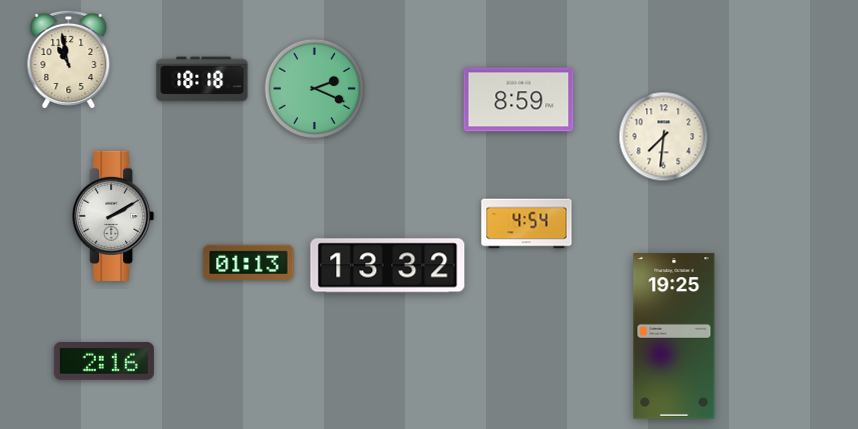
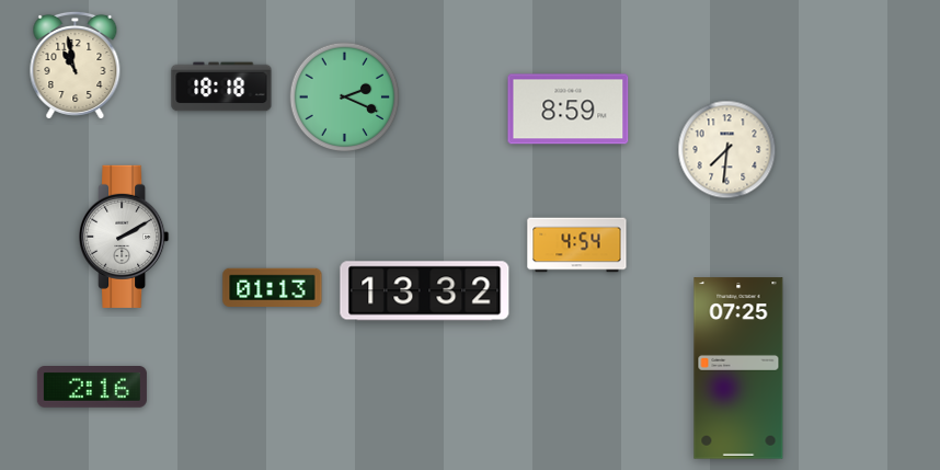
clock at (674, 336): 19:25 -> 07:25
clock at (104, 362) position: (104, 362) -> (92, 388)
